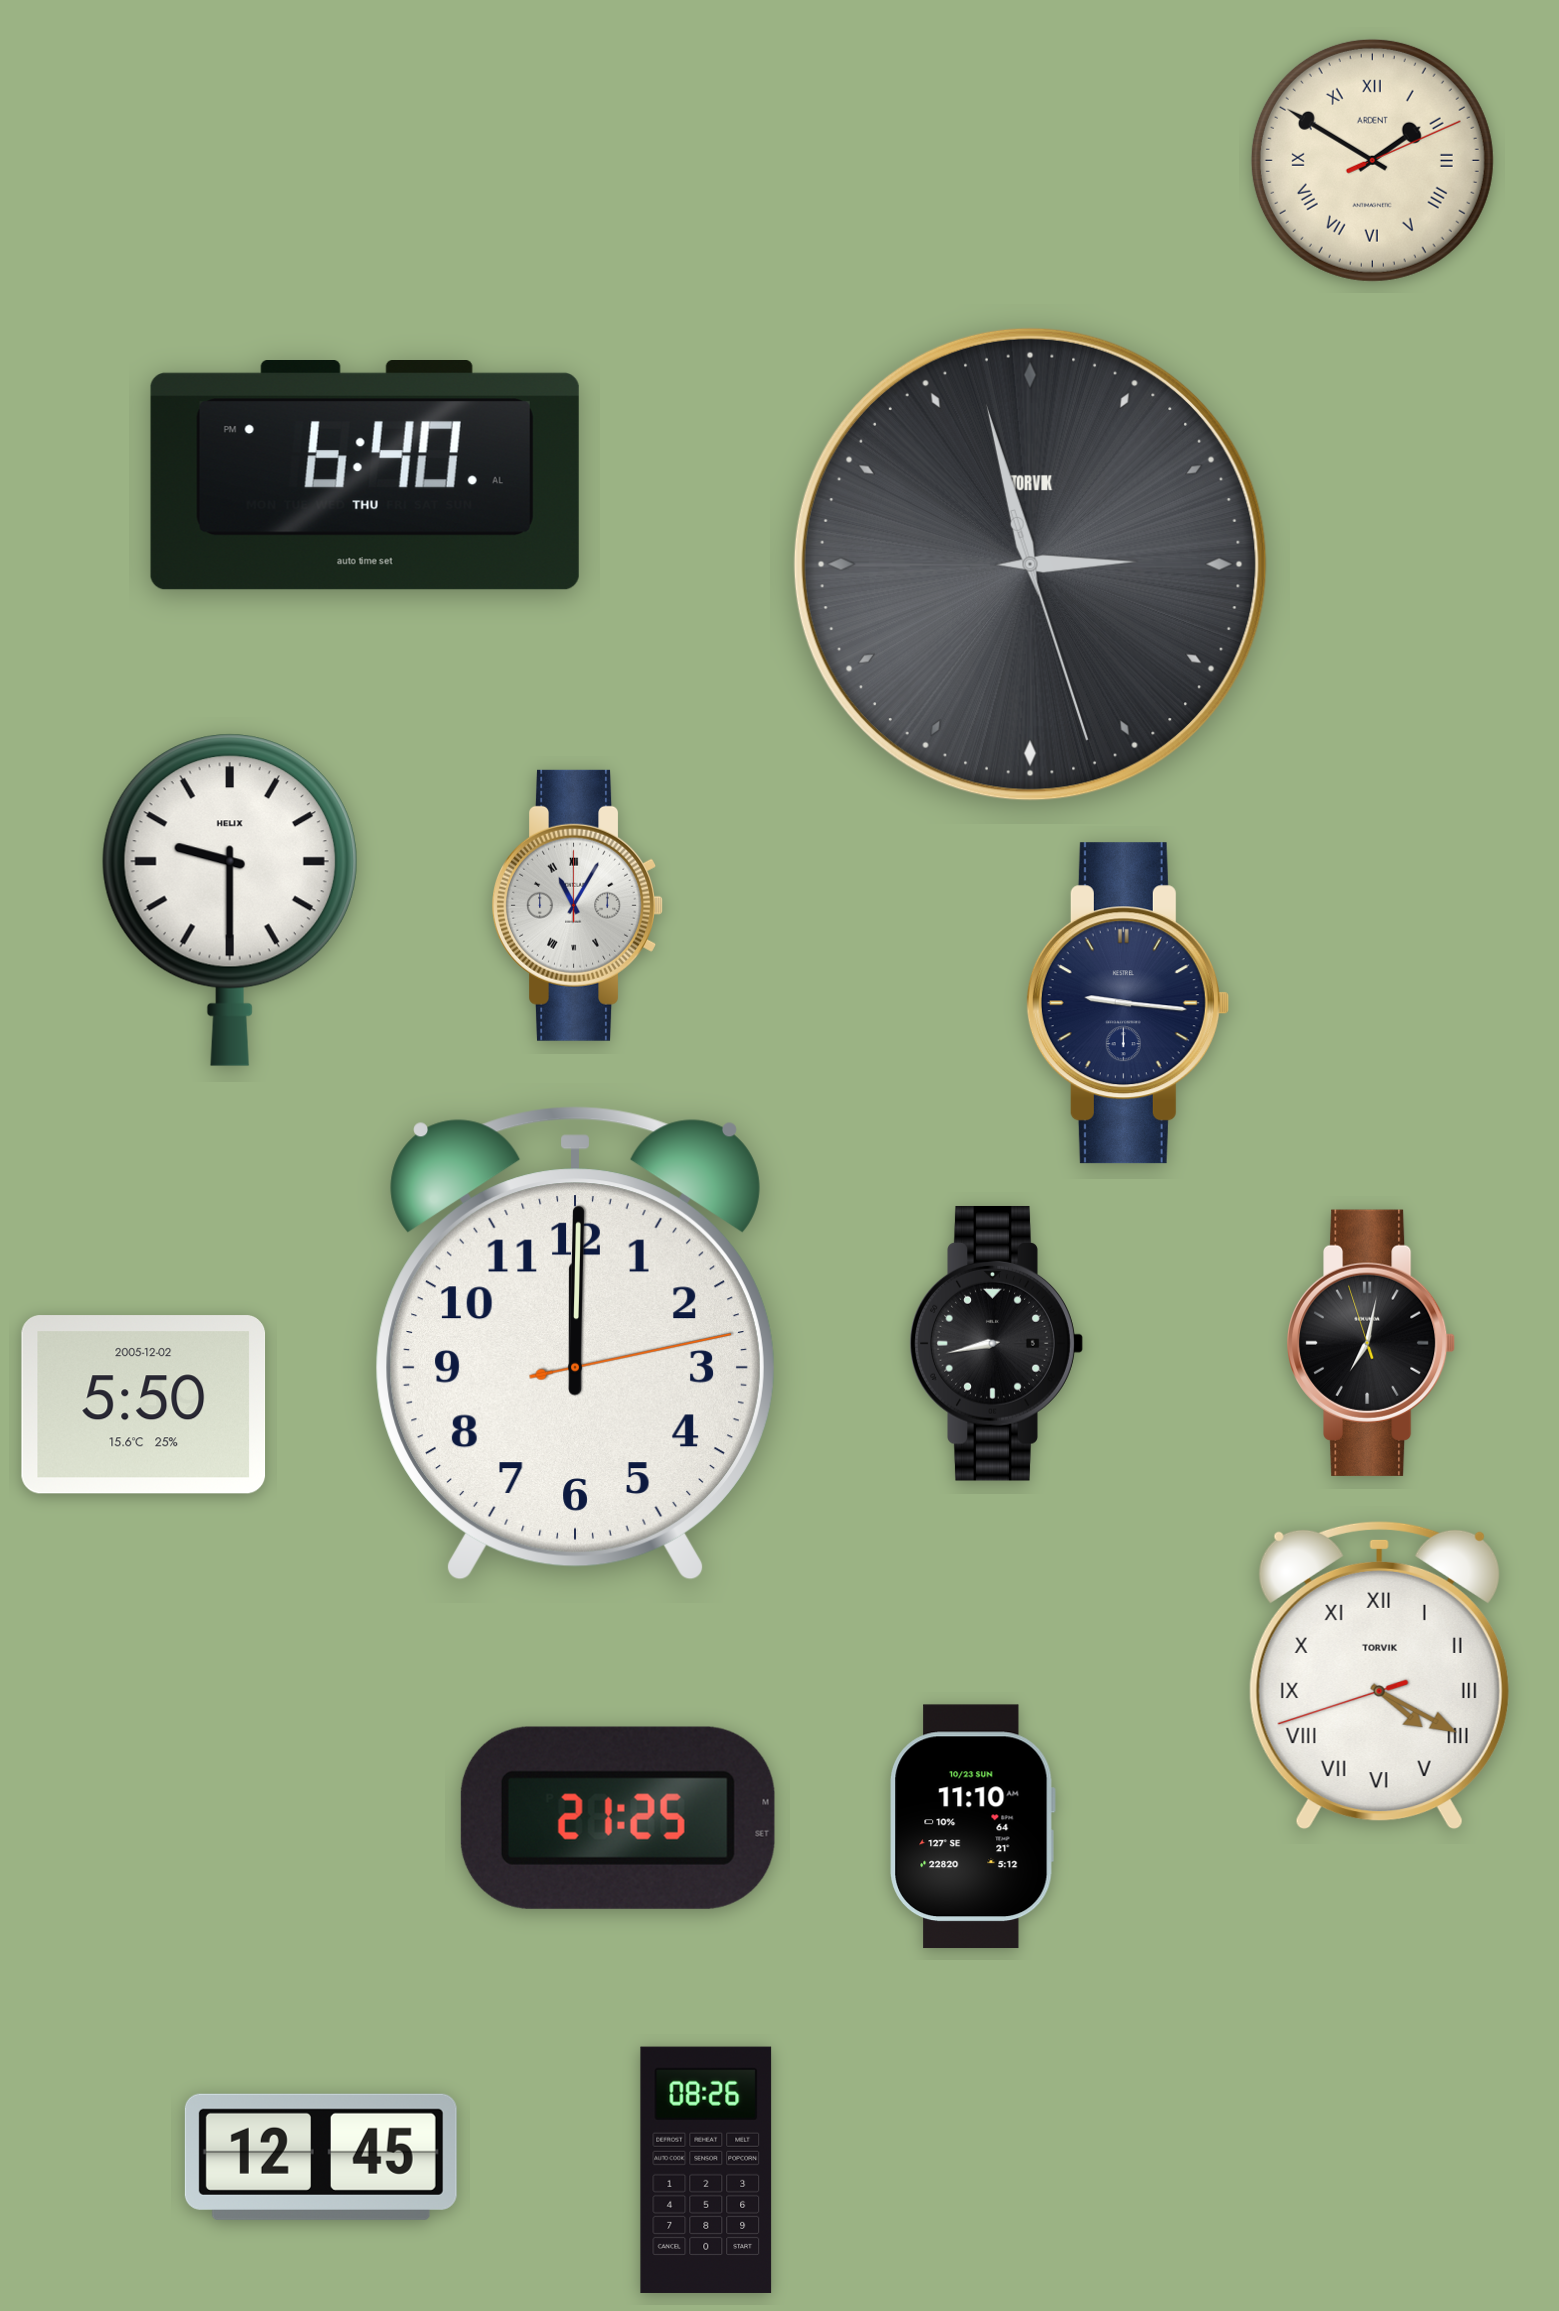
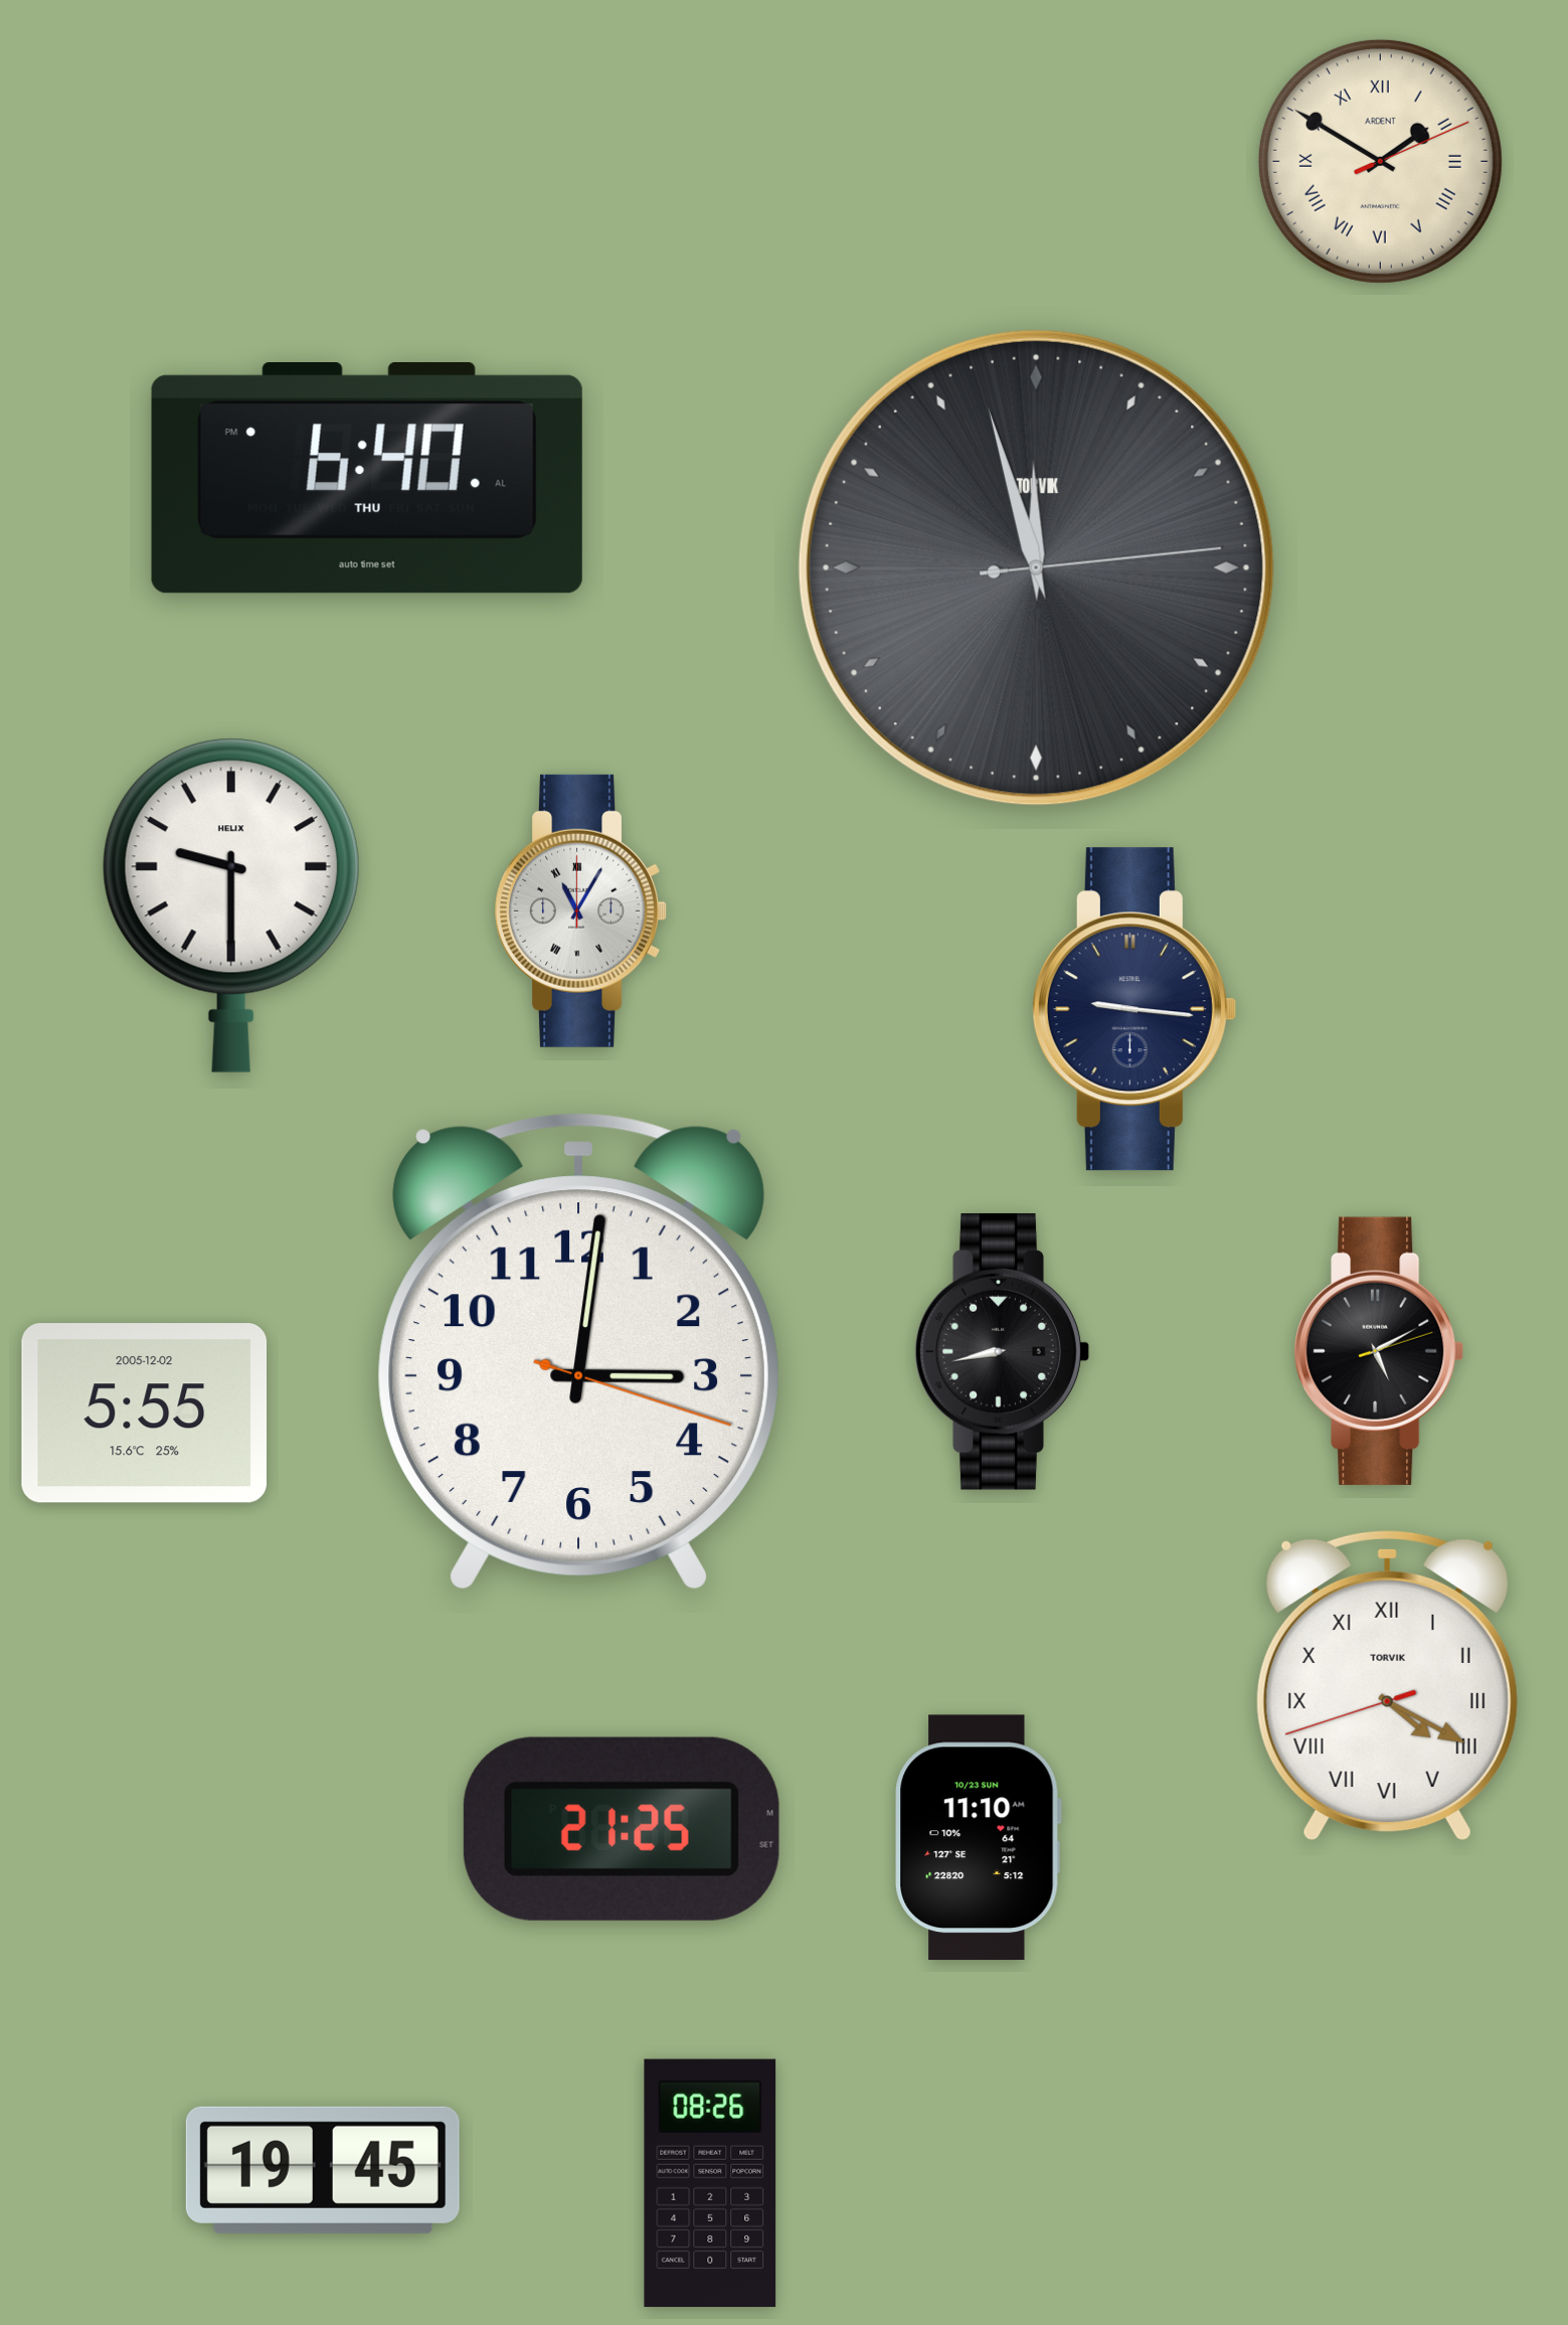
clock at (1030, 564): 2:57 -> 11:57
clock at (1371, 1343): 7:01 -> 5:10
clock at (575, 1344): 12:00 -> 3:01
clock at (144, 1405): 5:50 -> 5:55
clock at (321, 2157): 12:45 -> 19:45
